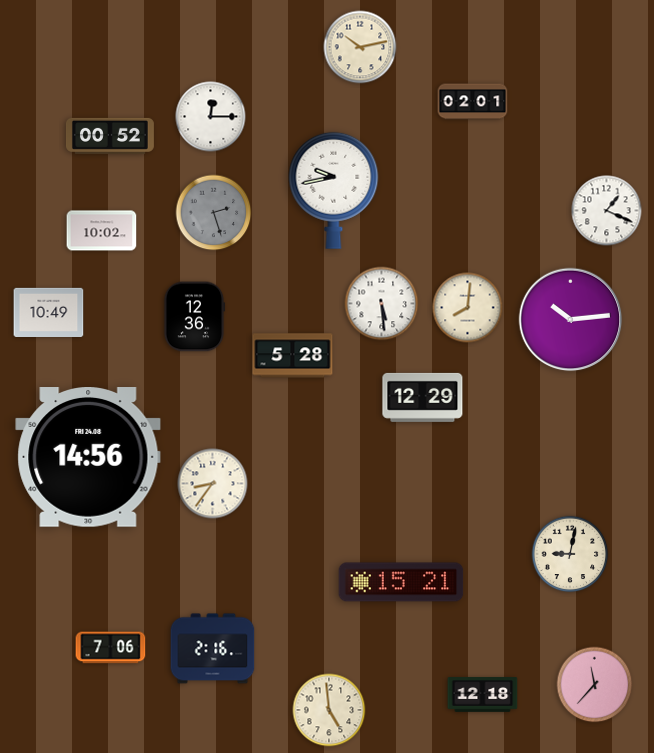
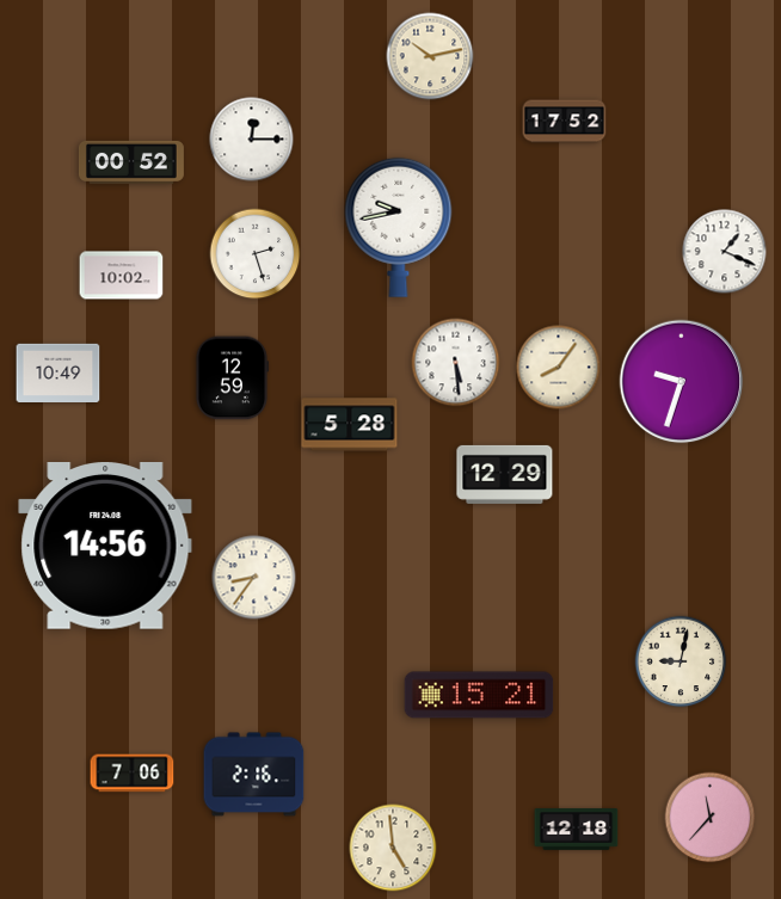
clock at (473, 102): 02:01 -> 17:52
clock at (214, 213) dial: grey -> white
clock at (468, 308): 8:01 -> 8:06
clock at (194, 317): 12:36 -> 12:59
clock at (571, 320): 10:14 -> 9:33
